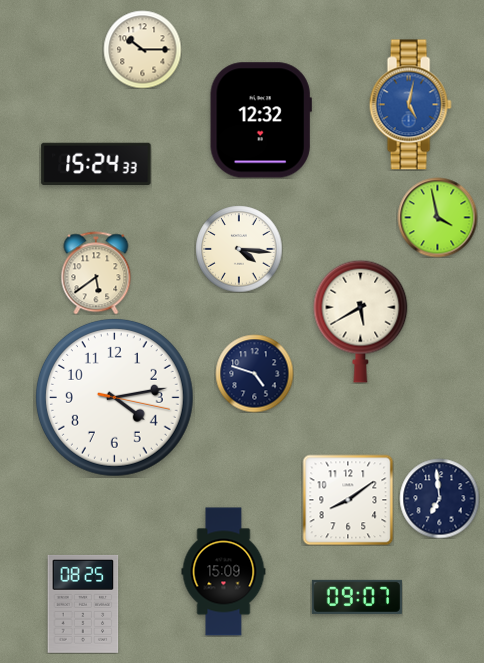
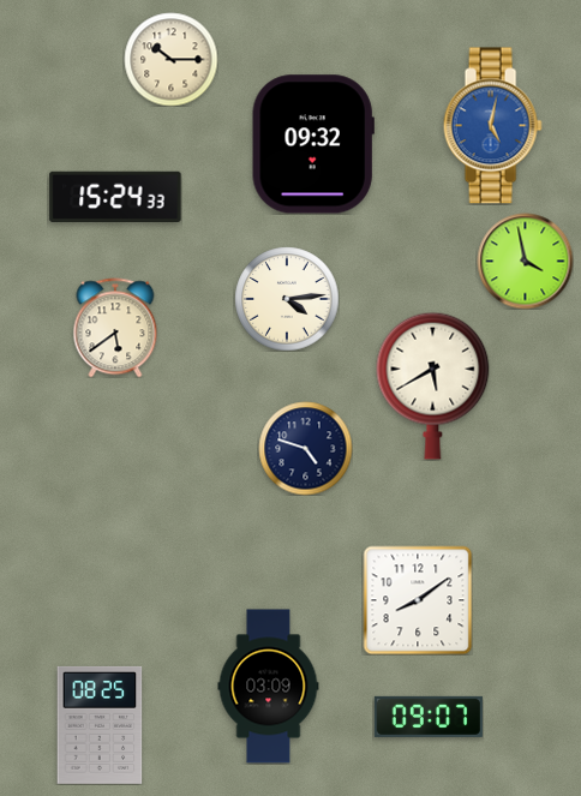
clock at (261, 120): 12:32 -> 09:32
clock at (239, 249): 4:16 -> 4:14
clock at (114, 397): 4:13 -> none
clock at (439, 498): 6:59 -> none
clock at (224, 572): 15:09 -> 03:09
